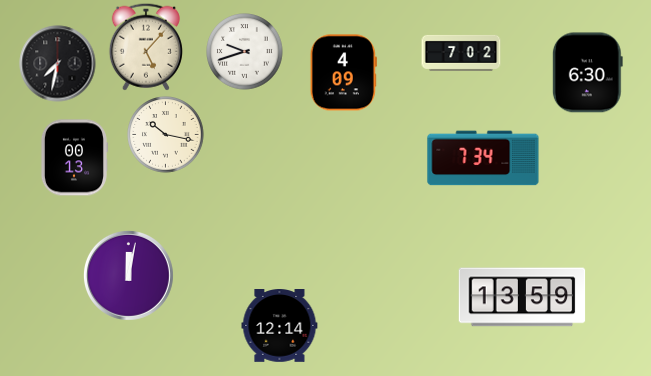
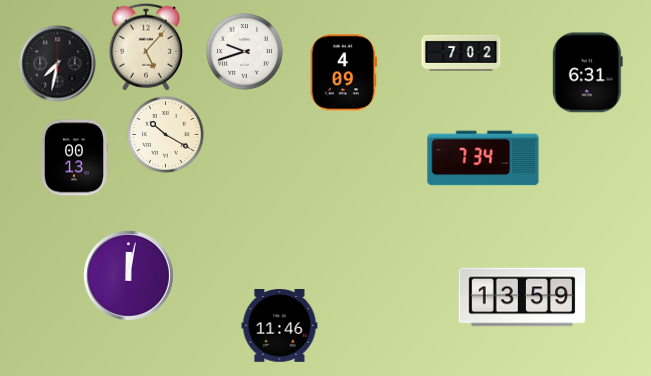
clock at (587, 73): 6:30 -> 6:31
clock at (166, 135): 10:17 -> 10:20
clock at (280, 326): 12:14 -> 11:46
